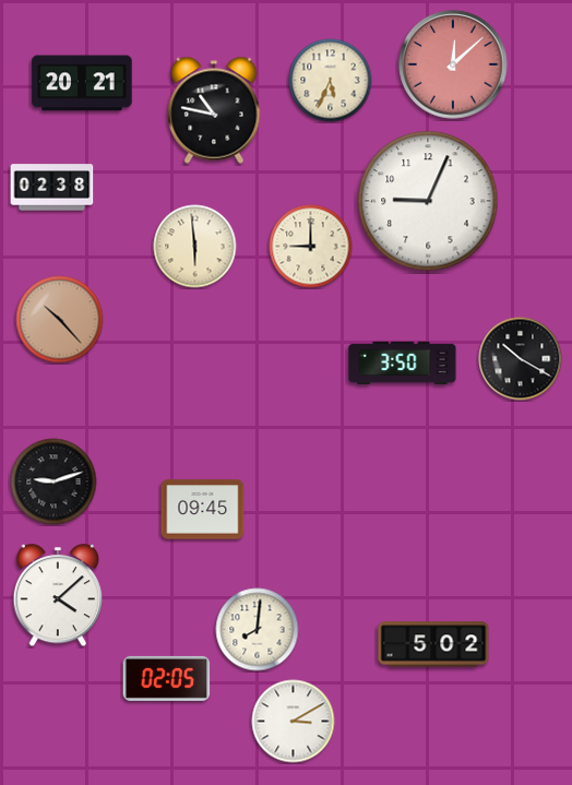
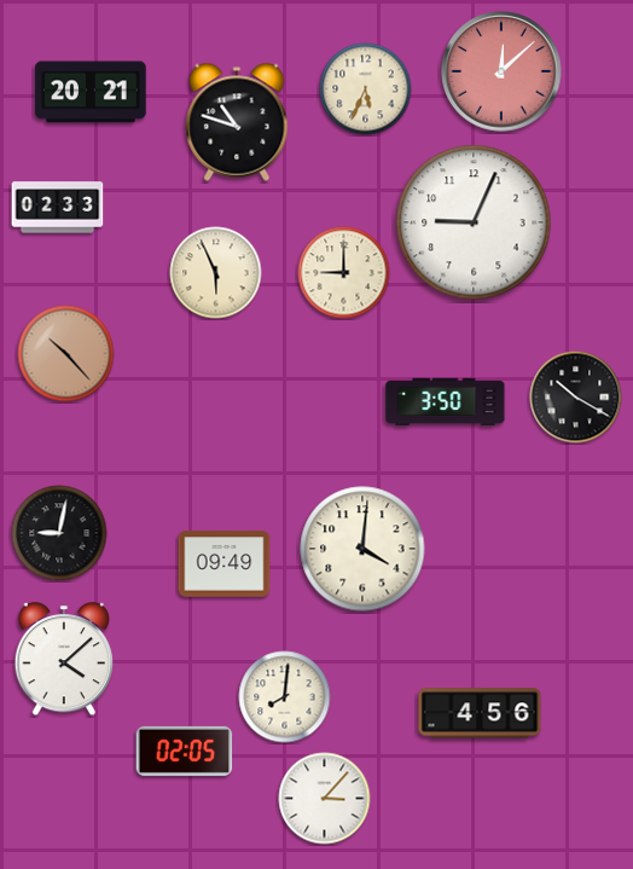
clock at (214, 110): 10:47 -> 10:48
clock at (52, 188): 02:38 -> 02:33
clock at (195, 247): 5:59 -> 5:56
clock at (53, 481): 9:12 -> 9:02
clock at (362, 549): none -> 4:01
clock at (203, 510): 09:45 -> 09:49
clock at (433, 644): 5:02 -> 4:56
clock at (294, 722): 3:10 -> 3:07
